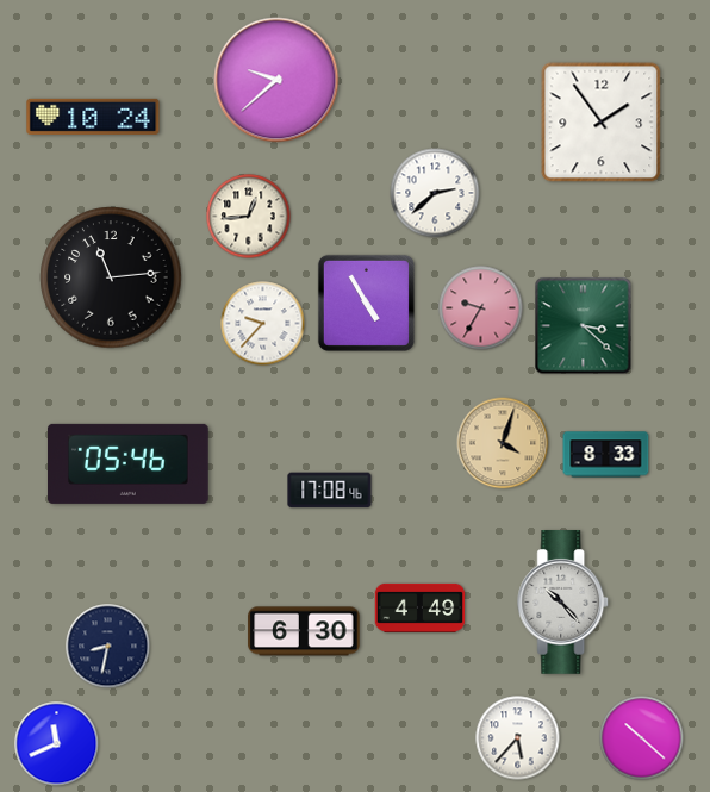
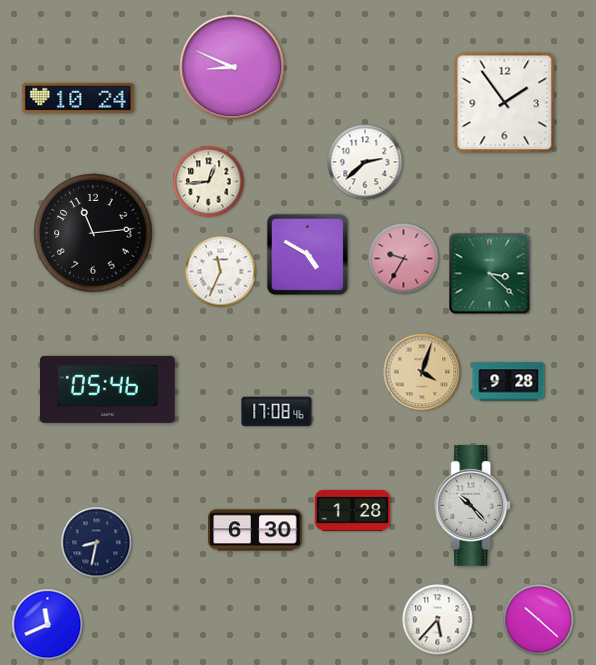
clock at (276, 80): 9:38 -> 8:49
clock at (366, 303): 4:55 -> 4:50
clock at (263, 324): 9:37 -> 11:34
clock at (606, 455): 8:33 -> 9:28
clock at (421, 607): 4:49 -> 1:28
clock at (108, 647) position: (108, 647) -> (97, 543)
clock at (518, 738) position: (518, 738) -> (438, 620)
